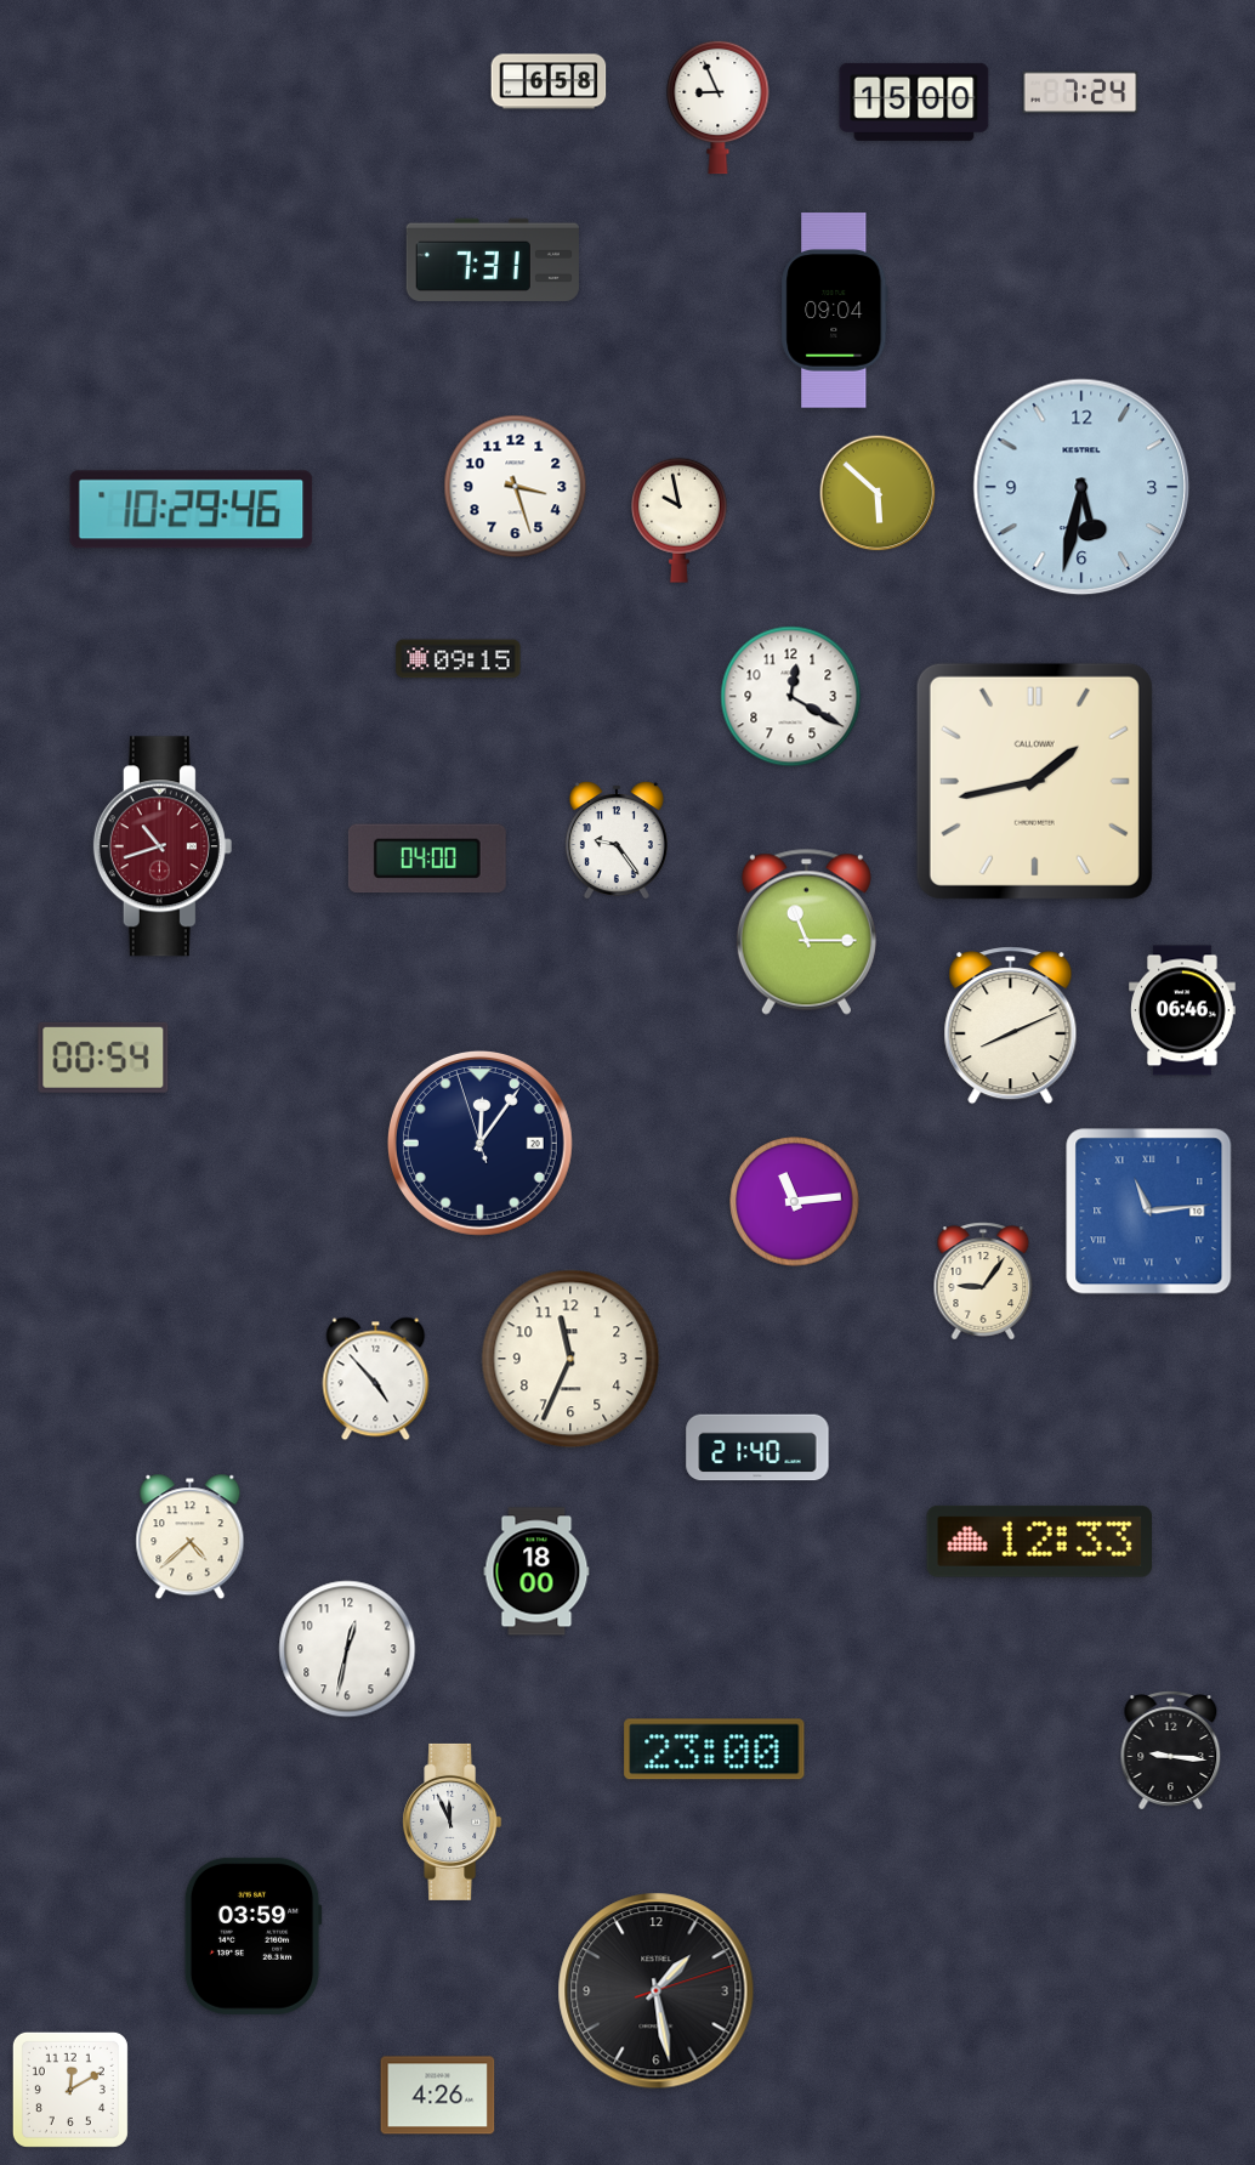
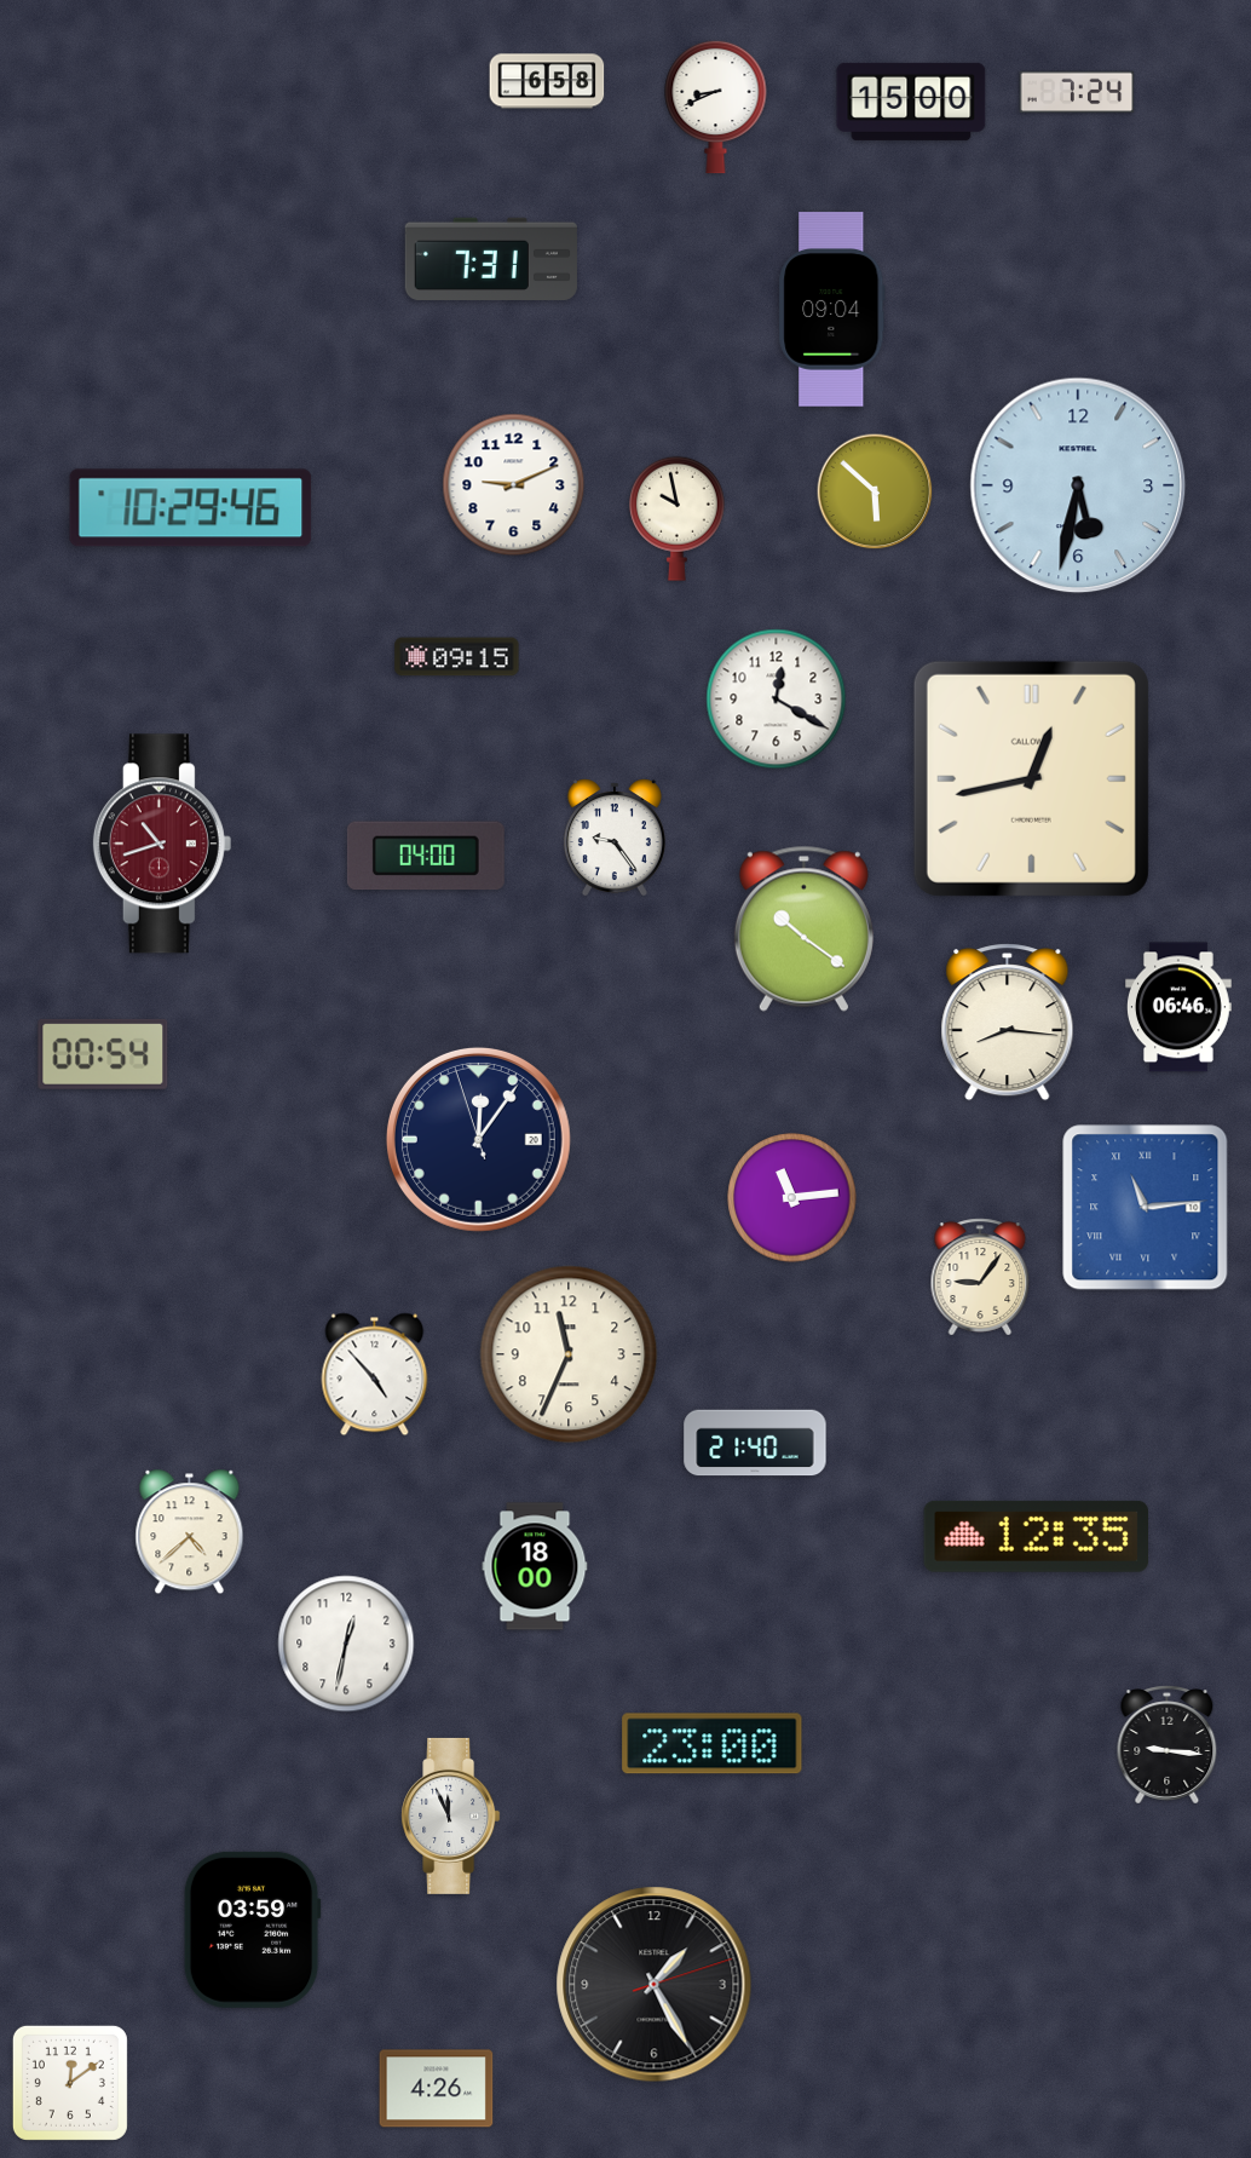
clock at (719, 107): 8:56 -> 8:41
clock at (516, 487): 3:27 -> 9:11
clock at (791, 697) position: (791, 697) -> (777, 700)
clock at (1034, 781): 1:43 -> 12:43
clock at (806, 931): 11:15 -> 10:21
clock at (1011, 1026): 8:11 -> 8:16
clock at (1039, 1541): 12:33 -> 12:35
clock at (657, 1991): 1:28 -> 1:25
clock at (70, 2090): 12:10 -> 12:09
